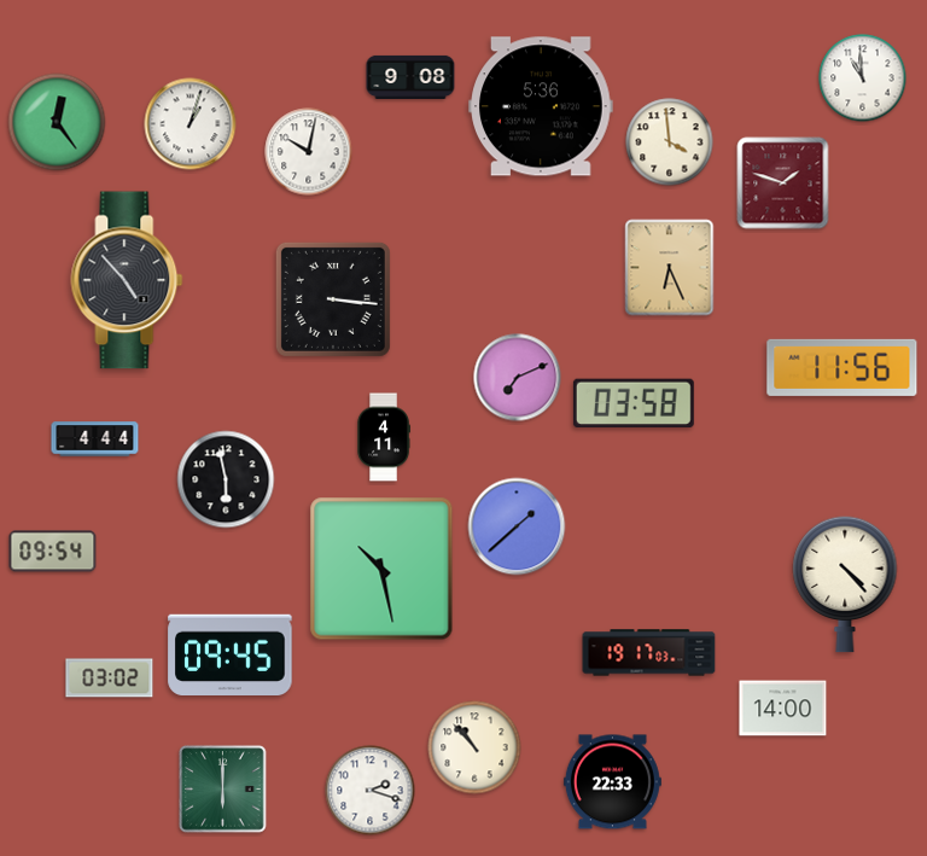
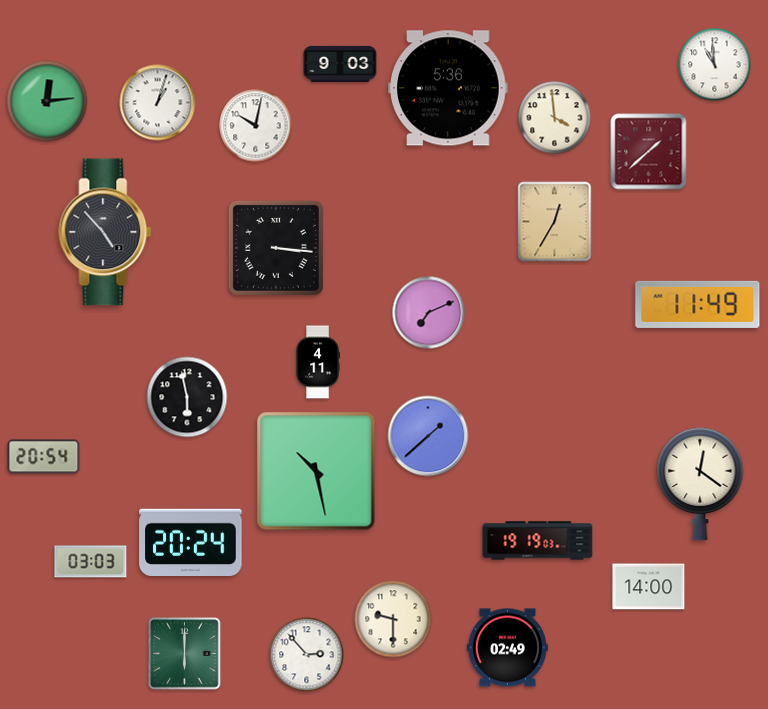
clock at (410, 77): 9:08 -> 9:03
clock at (57, 122): 12:24 -> 12:14
clock at (783, 184): 1:48 -> 1:38
clock at (670, 268): 6:26 -> 12:35
clock at (843, 367): 11:56 -> 11:49
clock at (634, 403): 03:58 -> none
clock at (95, 439): 4:44 -> none
clock at (53, 552): 09:54 -> 20:54
clock at (845, 584): 4:23 -> 12:21
clock at (649, 653): 19:17 -> 19:19
clock at (231, 654): 09:45 -> 20:24
clock at (110, 679): 03:02 -> 03:03
clock at (474, 747): 10:53 -> 9:30
clock at (612, 782): 22:33 -> 02:49
clock at (371, 791): 2:18 -> 2:53
